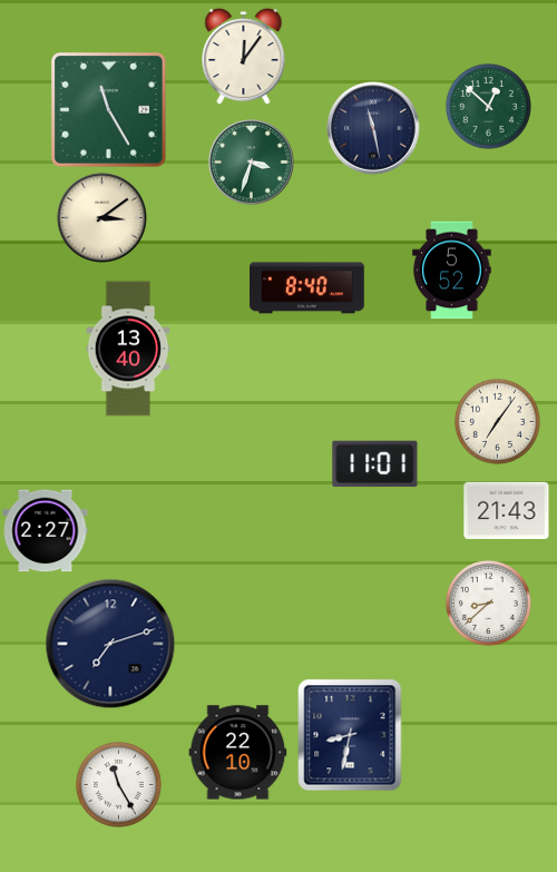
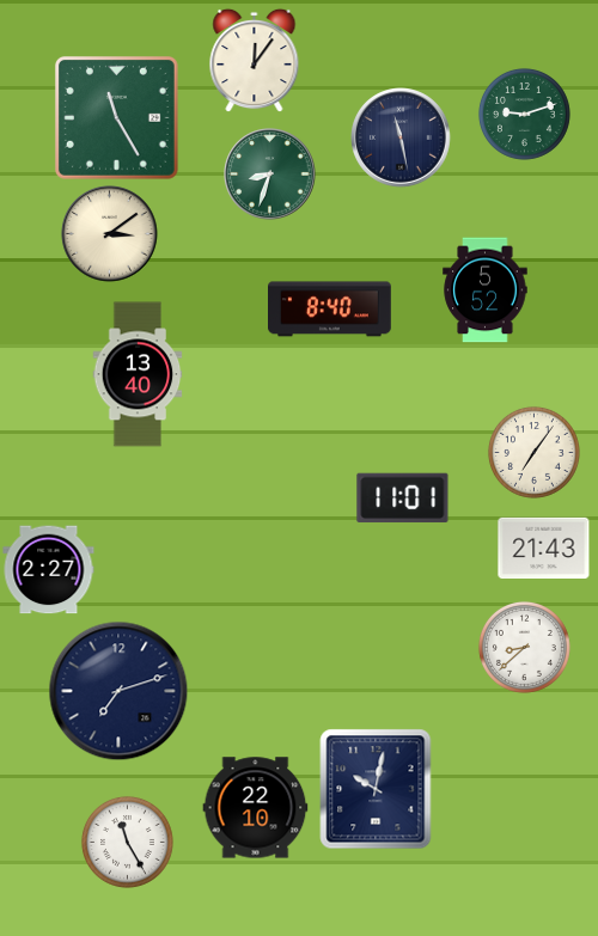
clock at (244, 56) position: (244, 56) -> (255, 60)
clock at (488, 106): 12:52 -> 9:12
clock at (252, 163): 3:33 -> 8:33
clock at (350, 735): 8:32 -> 10:02
